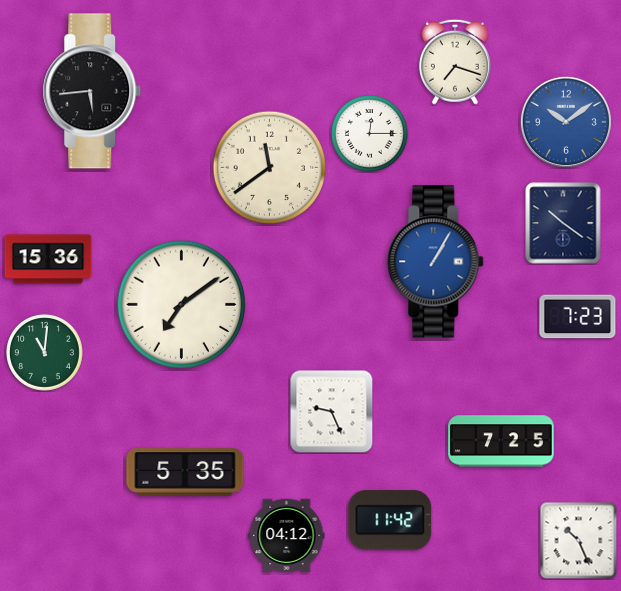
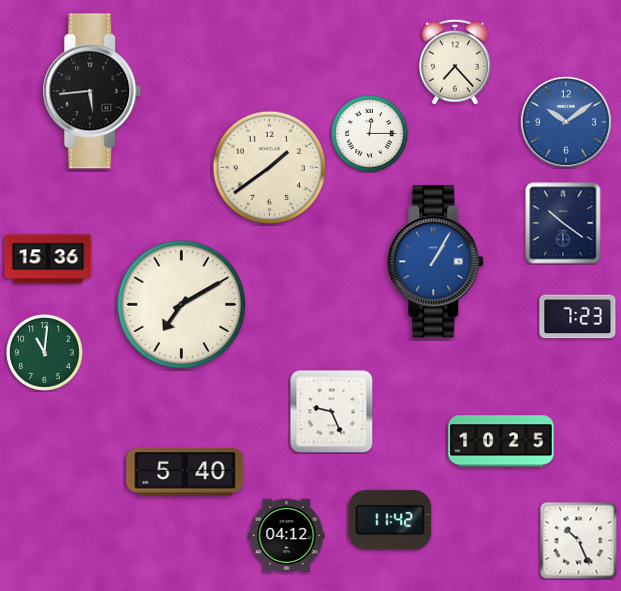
clock at (455, 62): 7:18 -> 7:23
clock at (269, 167): 11:39 -> 1:39
clock at (182, 305): 7:09 -> 7:10
clock at (501, 441): 7:25 -> 10:25
clock at (185, 472): 5:35 -> 5:40
